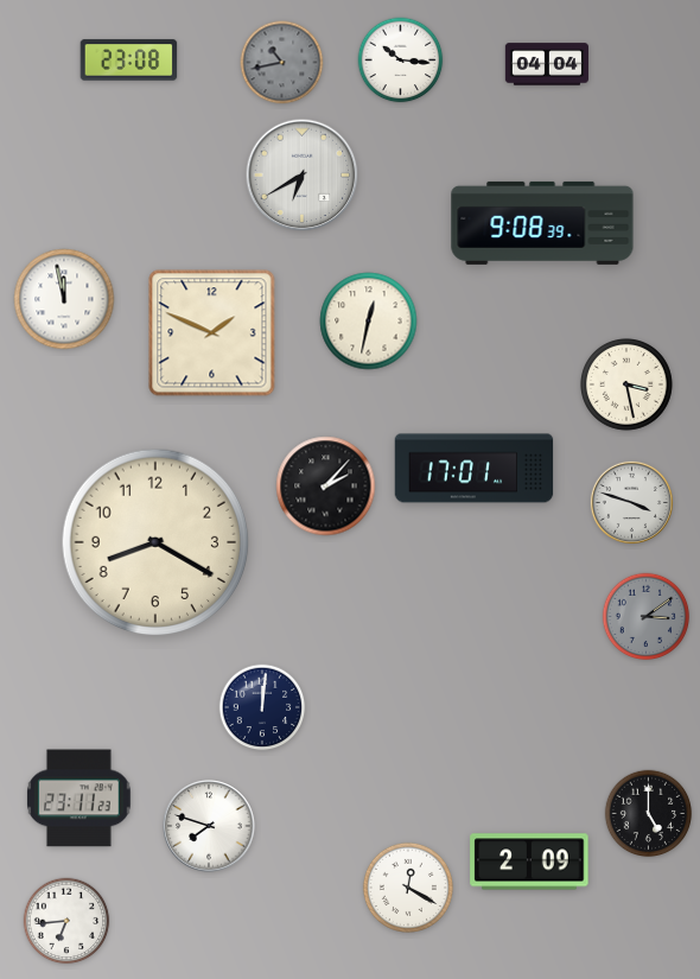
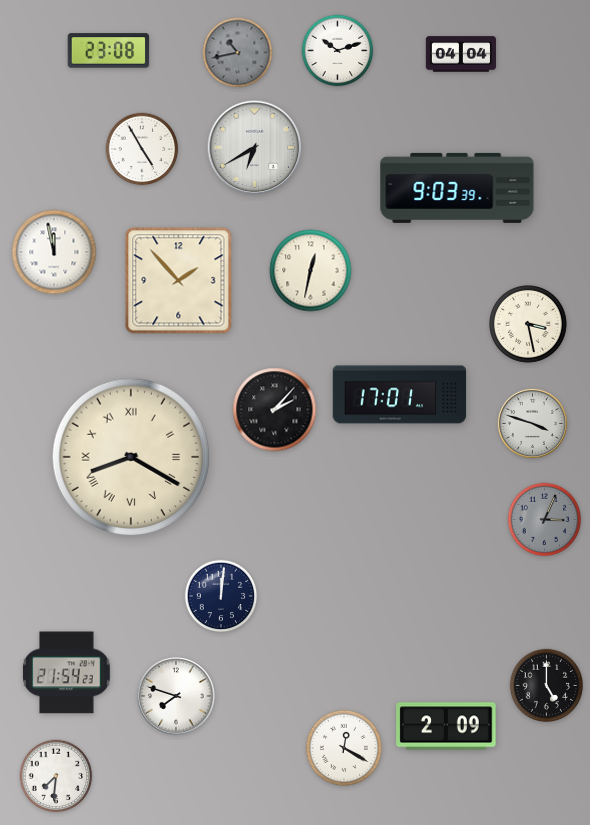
clock at (401, 61): 10:16 -> 10:12
clock at (142, 149): none -> 4:55
clock at (542, 223): 9:08 -> 9:03
clock at (212, 333): 1:49 -> 1:53
clock at (155, 542) numerals: Arabic -> Roman
clock at (647, 617): 3:09 -> 3:04
clock at (79, 799): 23:11 -> 21:54
clock at (66, 921): 6:44 -> 7:31
